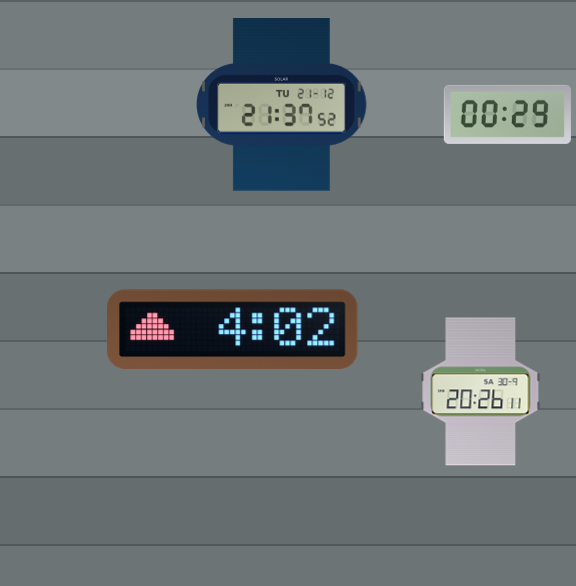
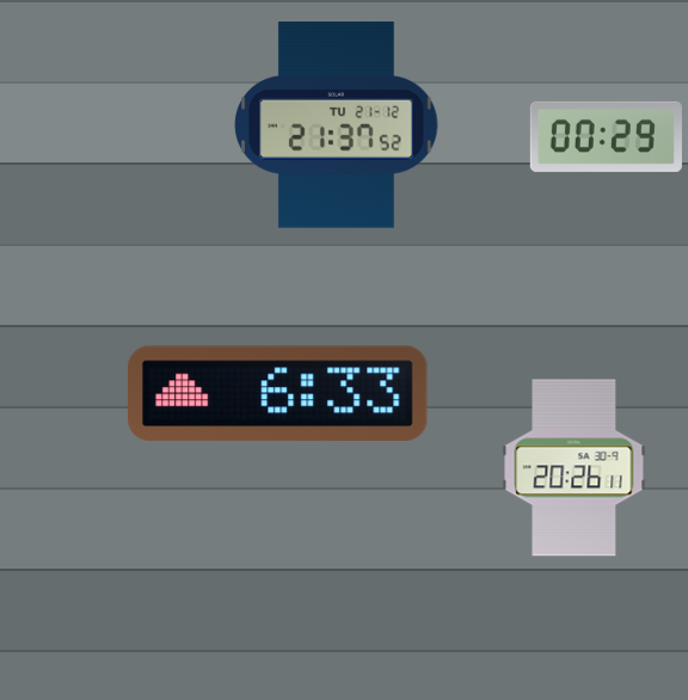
clock at (233, 329): 4:02 -> 6:33
